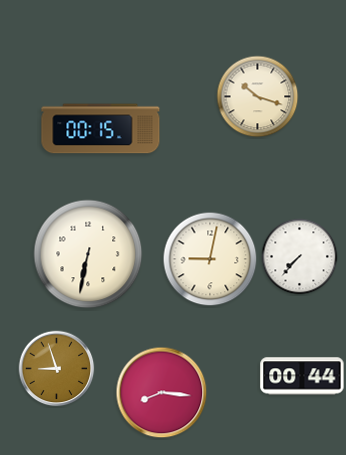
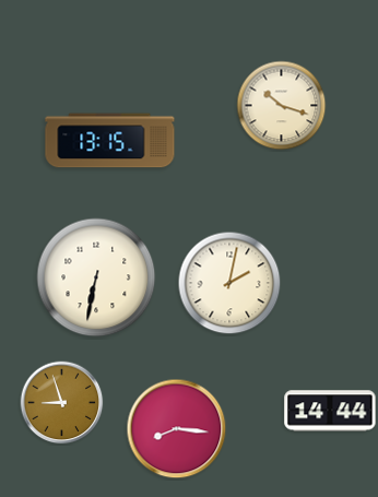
clock at (101, 129): 00:15 -> 13:15
clock at (300, 257): 7:37 -> none
clock at (210, 259): 9:02 -> 2:02
clock at (302, 376): 00:44 -> 14:44
